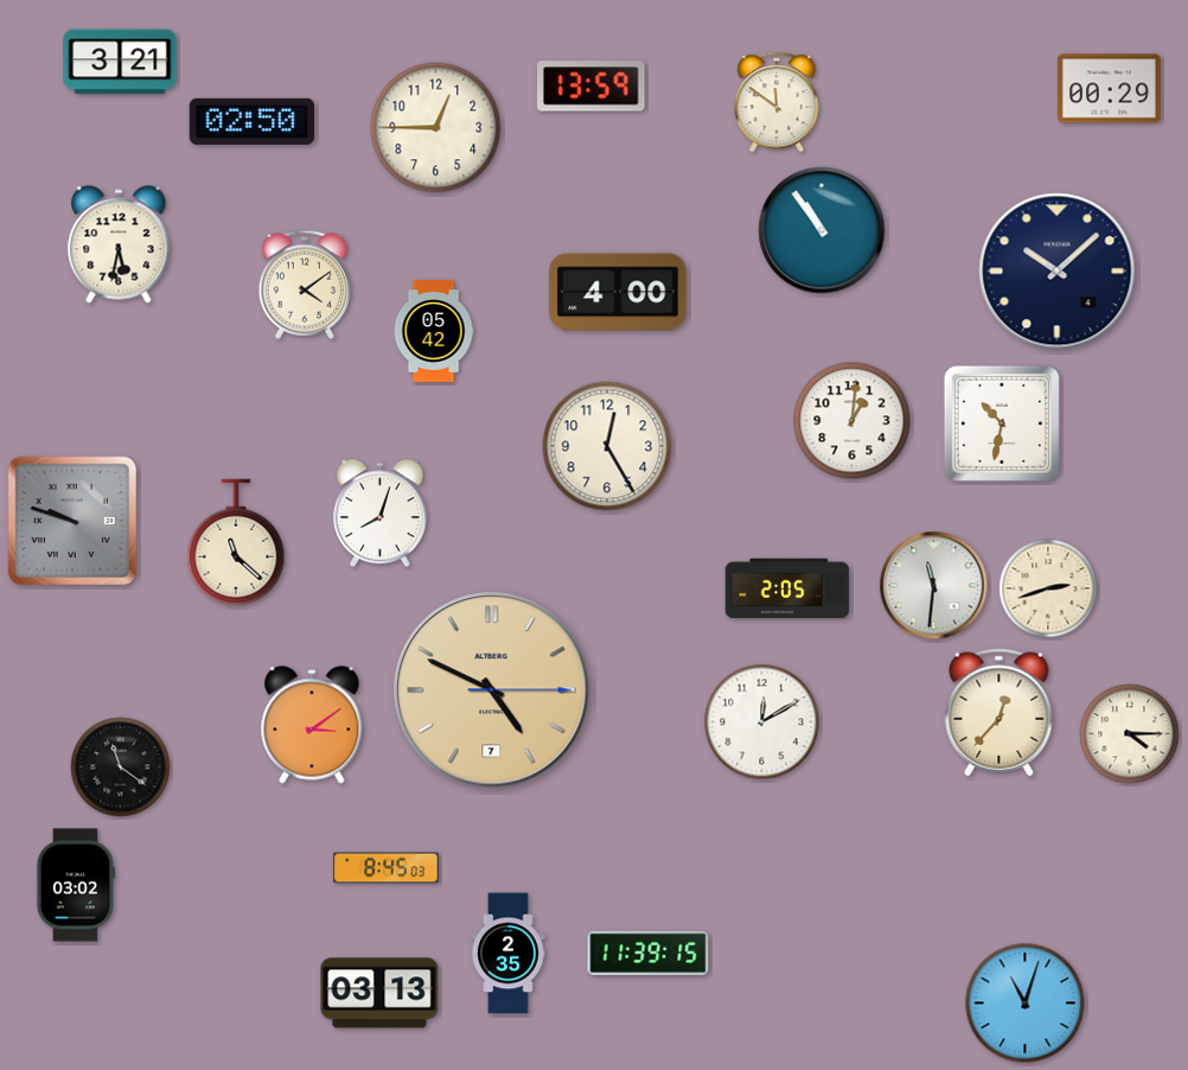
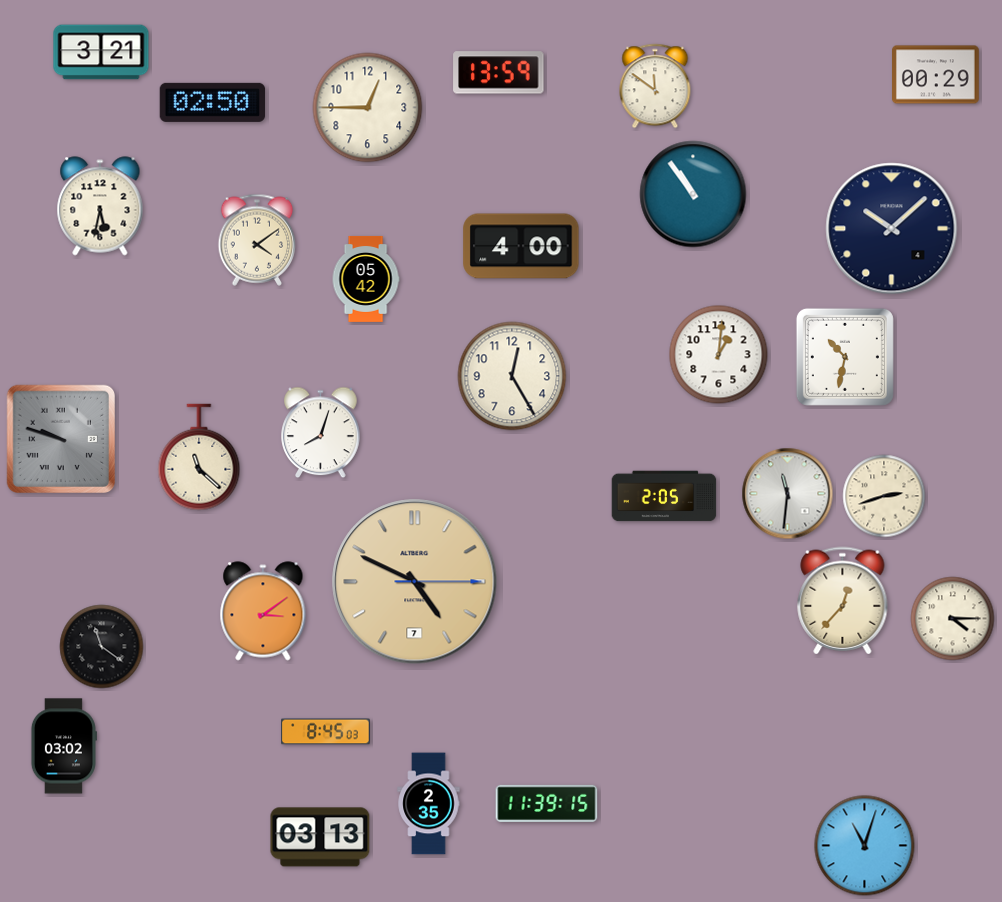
clock at (762, 722): 12:10 -> none
